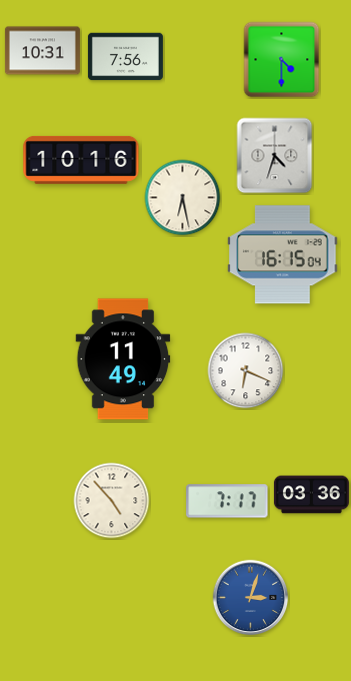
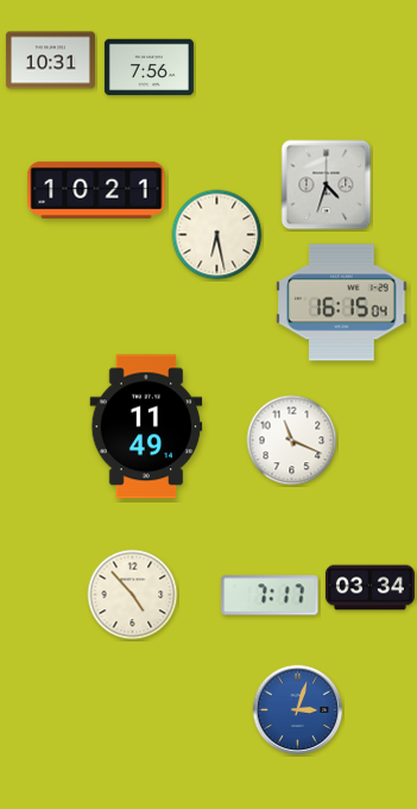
clock at (282, 60): 4:30 -> none
clock at (81, 160): 10:16 -> 10:21
clock at (283, 255) position: (283, 255) -> (342, 303)
clock at (246, 371): 6:19 -> 11:19
clock at (311, 495): 03:36 -> 03:34
